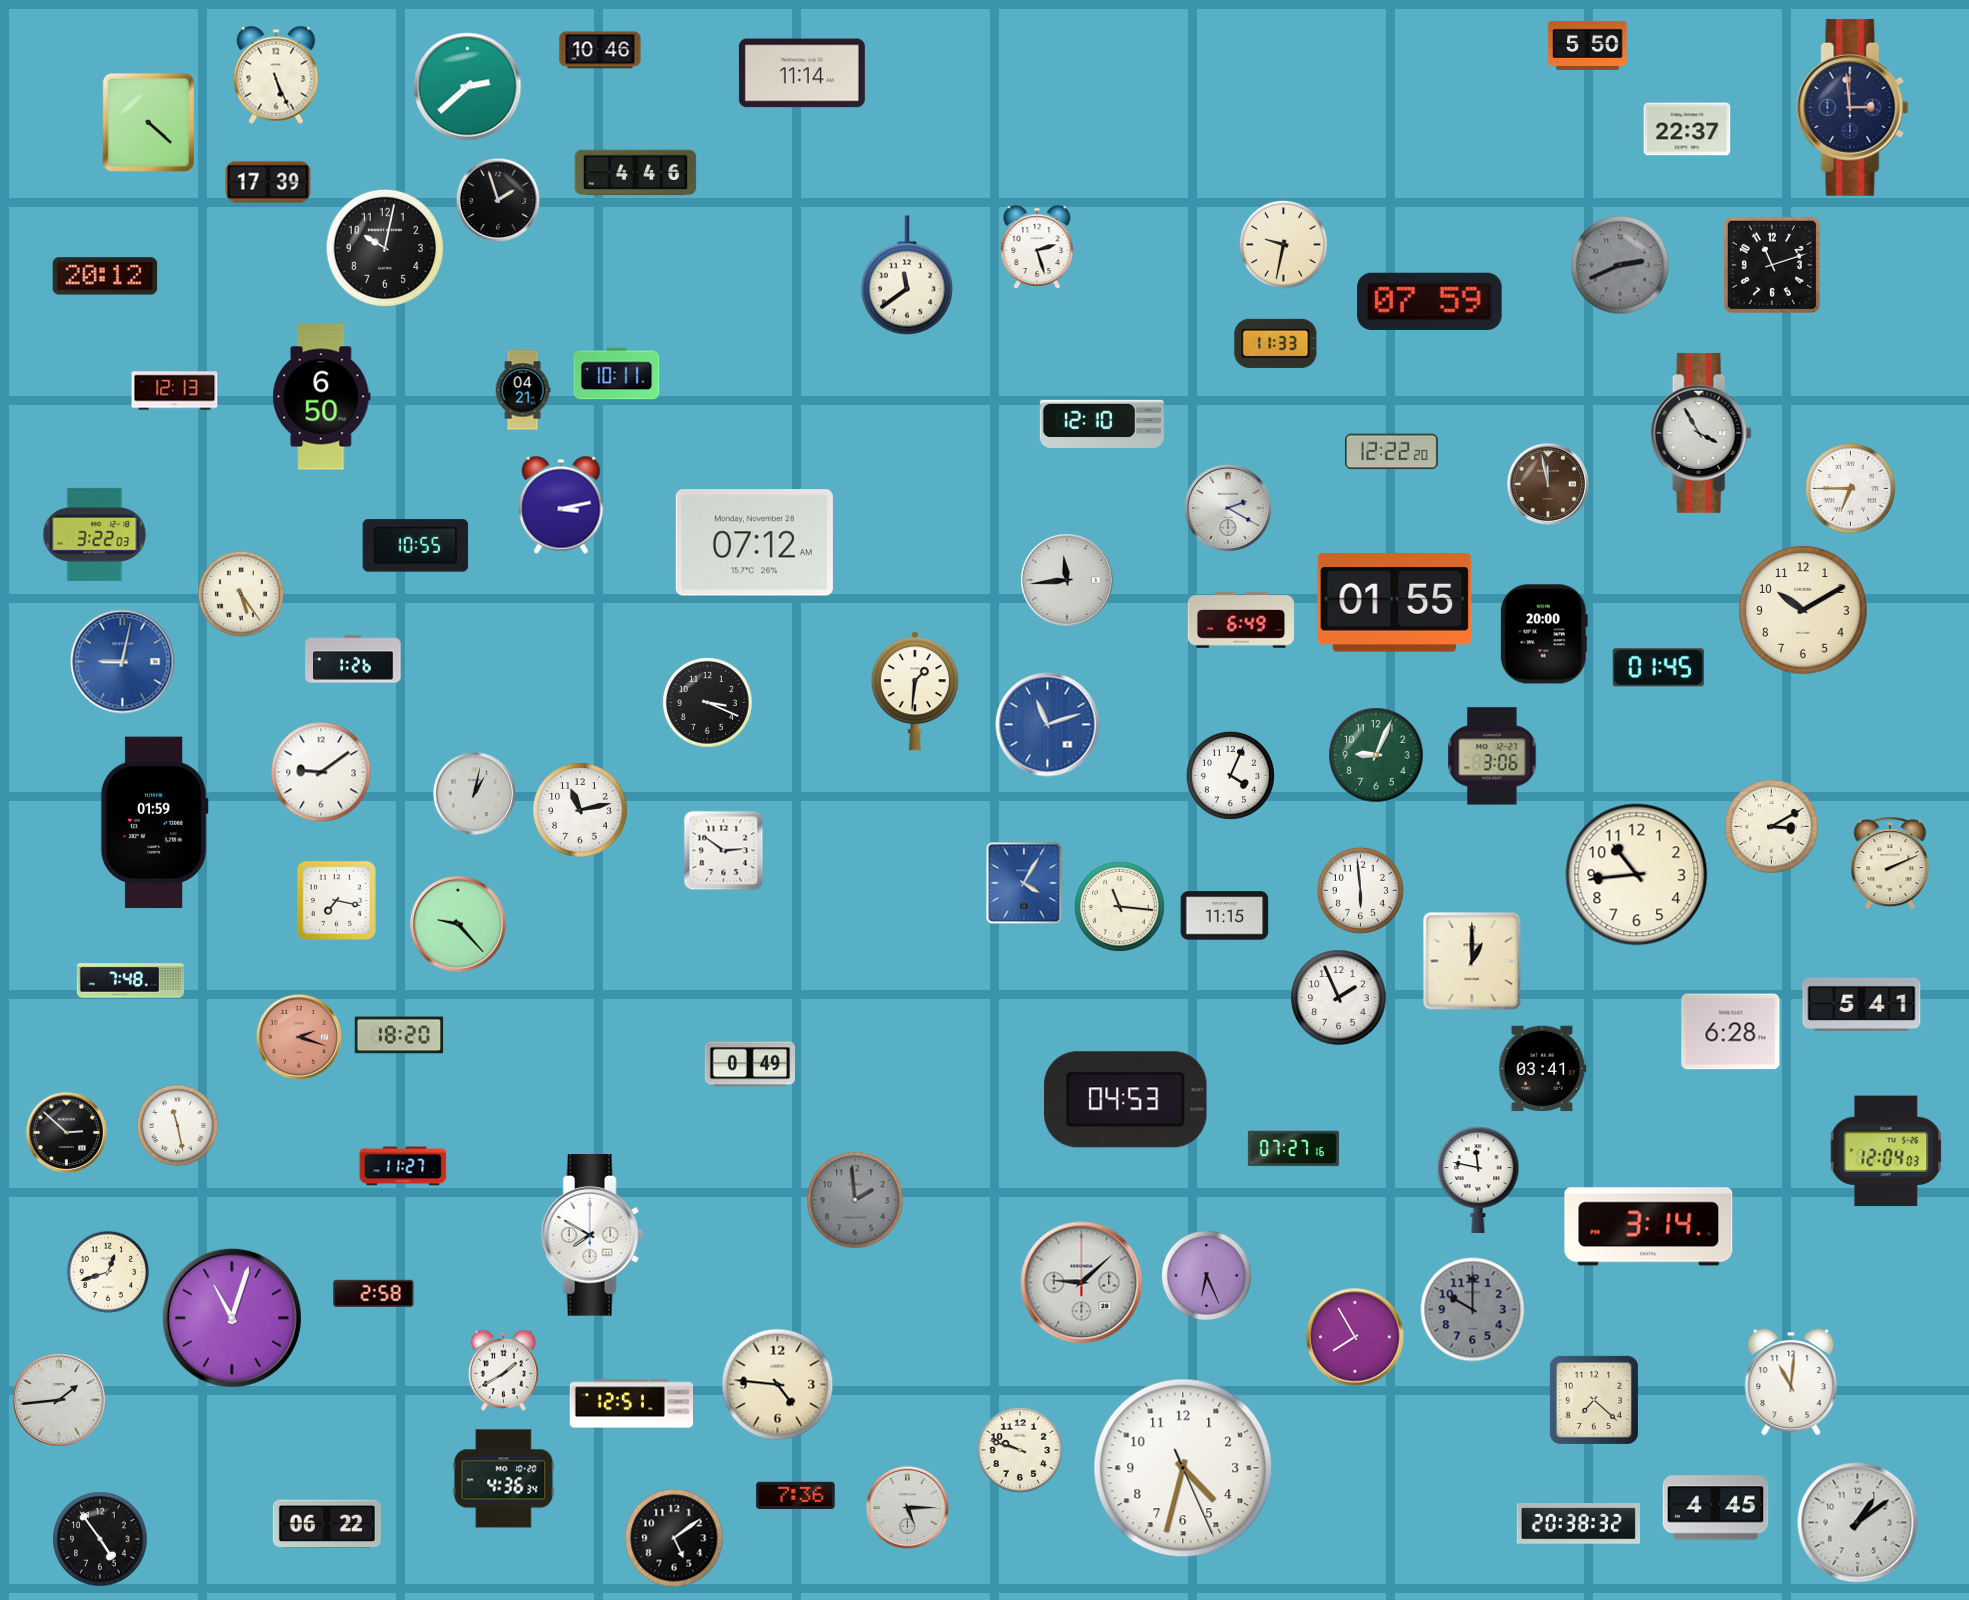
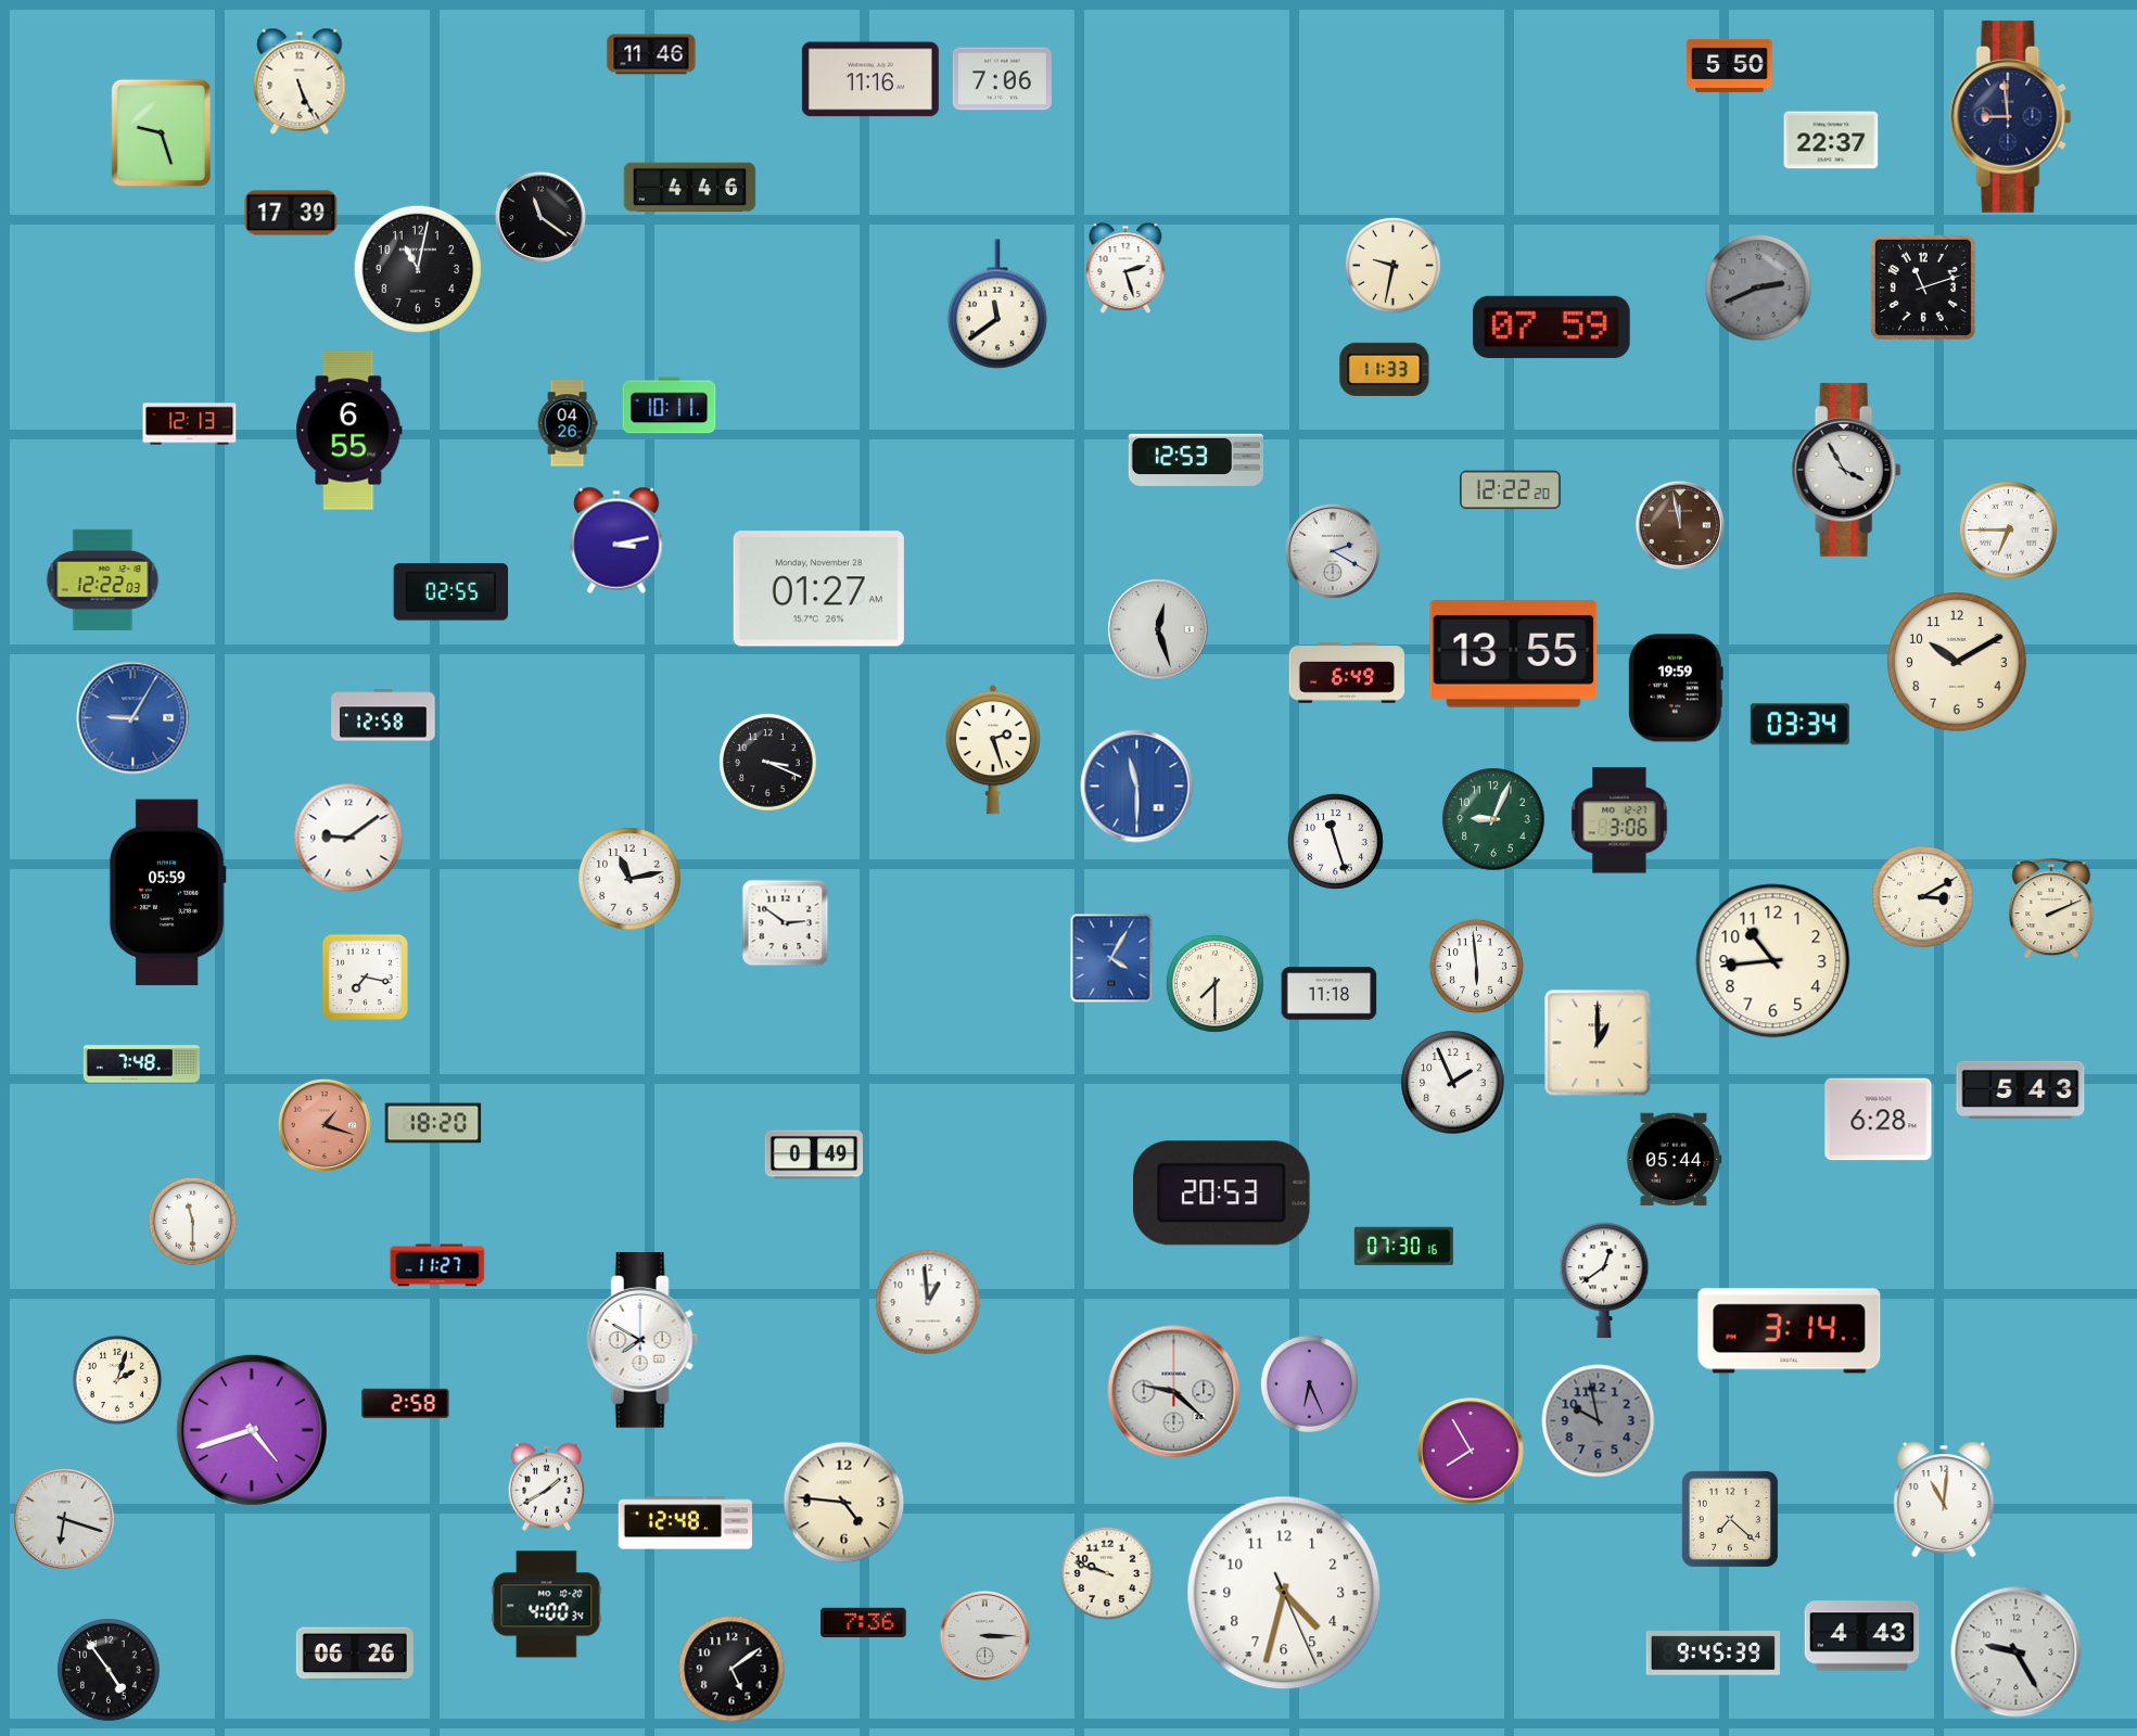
clock at (1588, 45) position: (1588, 45) -> (1730, 65)
clock at (600, 50): 10:46 -> 11:46
clock at (802, 73): 11:14 -> 11:16
clock at (1002, 79): none -> 7:06
clock at (468, 87): 2:38 -> none
clock at (1853, 107): 2:59 -> 8:59
clock at (148, 122): 4:22 -> 9:27
clock at (268, 182) position: (268, 182) -> (291, 213)
clock at (498, 200): 1:57 -> 11:21
clock at (384, 247): 10:02 -> 11:02
clock at (907, 275) position: (907, 275) -> (997, 304)
clock at (105, 276): 20:12 -> none
clock at (1276, 343) position: (1276, 343) -> (1385, 369)
clock at (523, 390): 04:21 -> 04:26
clock at (322, 397): 6:50 -> 6:55
clock at (1102, 424): 12:10 -> 12:53
clock at (561, 505) position: (561, 505) -> (616, 540)
clock at (95, 534): 3:22 -> 12:22
clock at (754, 543): 07:12 -> 01:27
clock at (416, 546): 10:55 -> 02:55
clock at (1067, 580): 11:44 -> 12:27
clock at (241, 594): 5:24 -> none
clock at (1395, 603): 01:55 -> 13:55
clock at (1544, 634): 20:00 -> 19:59
clock at (353, 659): 1:26 -> 12:58
clock at (123, 662): 9:02 -> 9:05
clock at (1658, 668): 01:45 -> 03:34
clock at (915, 691): 1:31 -> 2:27
clock at (1048, 725): 11:12 -> 11:30
clock at (1230, 775): 4:04 -> 11:27
clock at (474, 793): 1:02 -> none
clock at (154, 823): 01:59 -> 05:59
clock at (1890, 863) position: (1890, 863) -> (2051, 908)
clock at (1637, 875) position: (1637, 875) -> (1773, 961)
clock at (1120, 907): 11:16 -> 7:30
clock at (1225, 916): 11:15 -> 11:18
clock at (458, 924): 9:23 -> none
clock at (1862, 1004): 5:41 -> 5:43
clock at (299, 1037): 2:18 -> 1:18
clock at (1542, 1069): 03:41 -> 05:44
clock at (1126, 1100): 04:53 -> 20:53
clock at (178, 1126): 11:28 -> 11:30
clock at (66, 1132): 2:52 -> none
clock at (1293, 1149): 07:27 -> 07:30
clock at (1886, 1151): 12:04 -> none
clock at (1478, 1179): 11:47 -> 12:39
clock at (855, 1200): 1:59 -> 12:59
clock at (855, 1200) dial: grey -> white
clock at (108, 1272): 12:42 -> 2:03
clock at (1082, 1283): 9:08 -> 9:22
clock at (1473, 1310): 10:00 -> 9:58
clock at (232, 1318): 11:03 -> 4:42
clock at (59, 1400): 1:44 -> 6:18
clock at (631, 1404): 12:51 -> 12:48
clock at (504, 1479): 4:36 -> 4:00
clock at (907, 1507): 5:15 -> 3:15
clock at (1716, 1508): 4:45 -> 4:43
clock at (1858, 1523): 1:09 -> 9:25
clock at (327, 1524): 06:22 -> 06:26
clock at (1578, 1524): 20:38 -> 9:45
